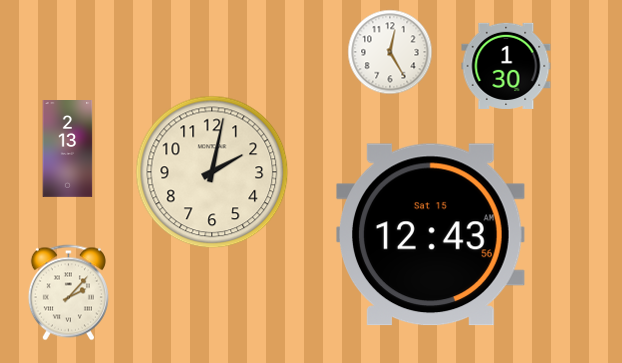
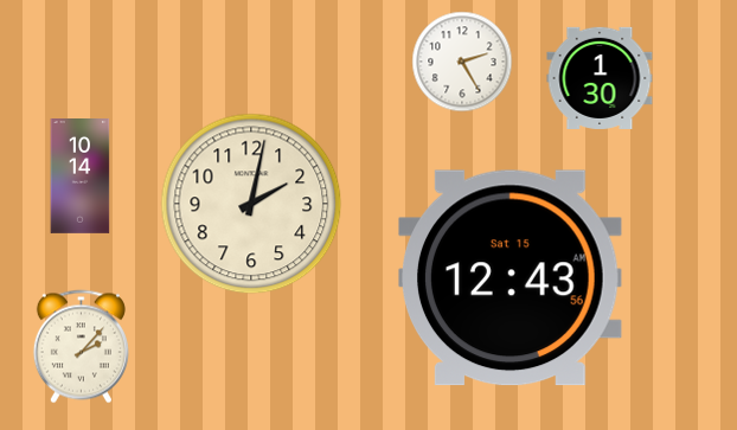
clock at (390, 52): 12:25 -> 2:25
clock at (68, 149): 2:13 -> 10:14
